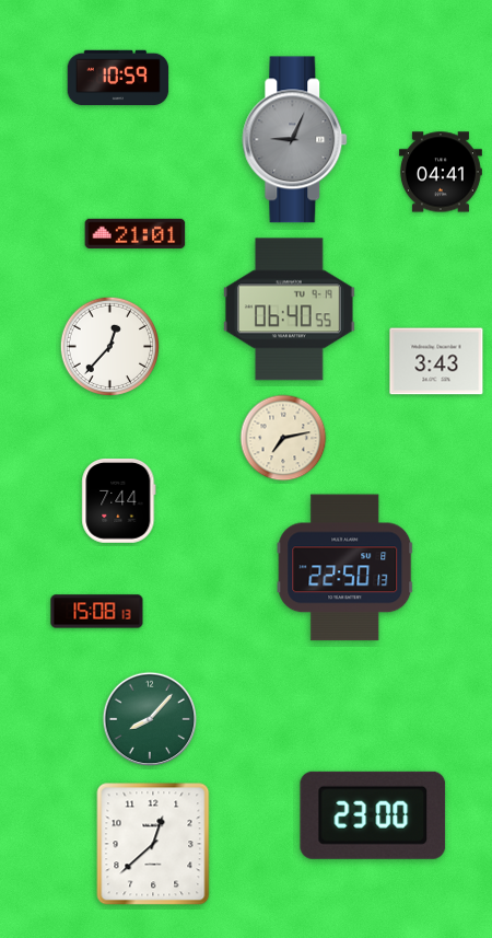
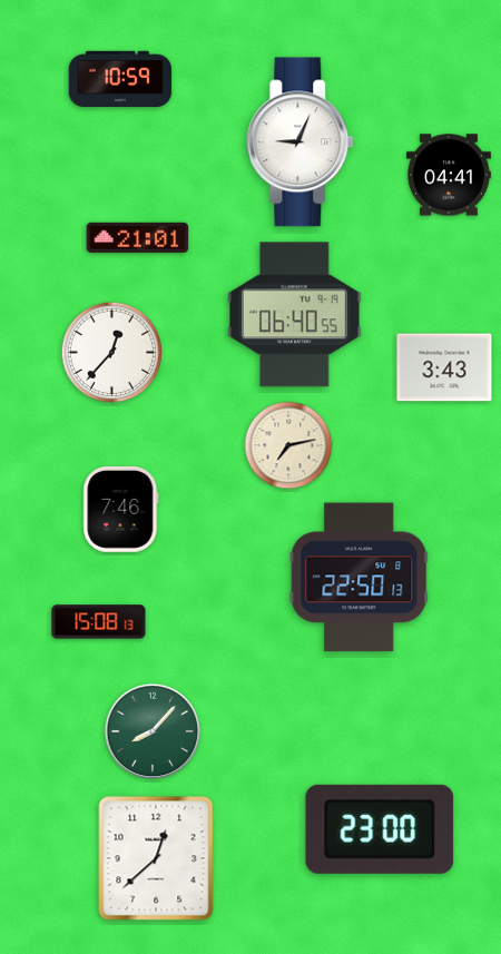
clock at (295, 140) dial: grey -> white
clock at (119, 500): 7:44 -> 7:46
clock at (345, 568) position: (345, 568) -> (360, 578)
